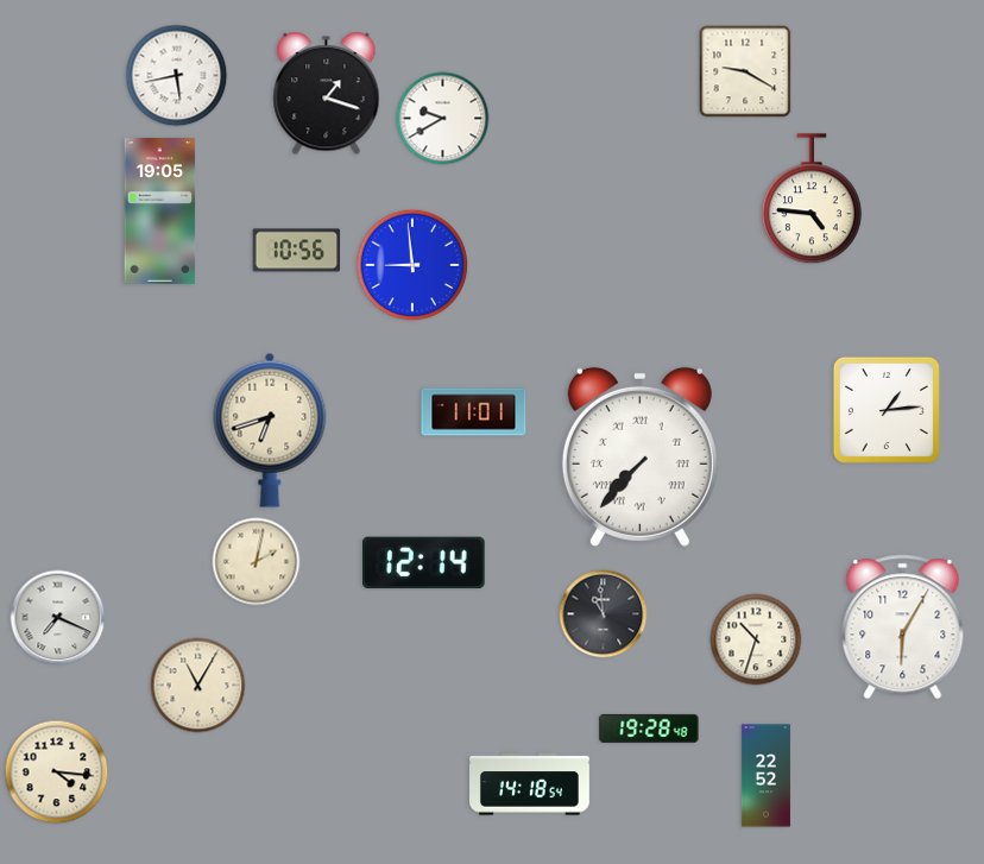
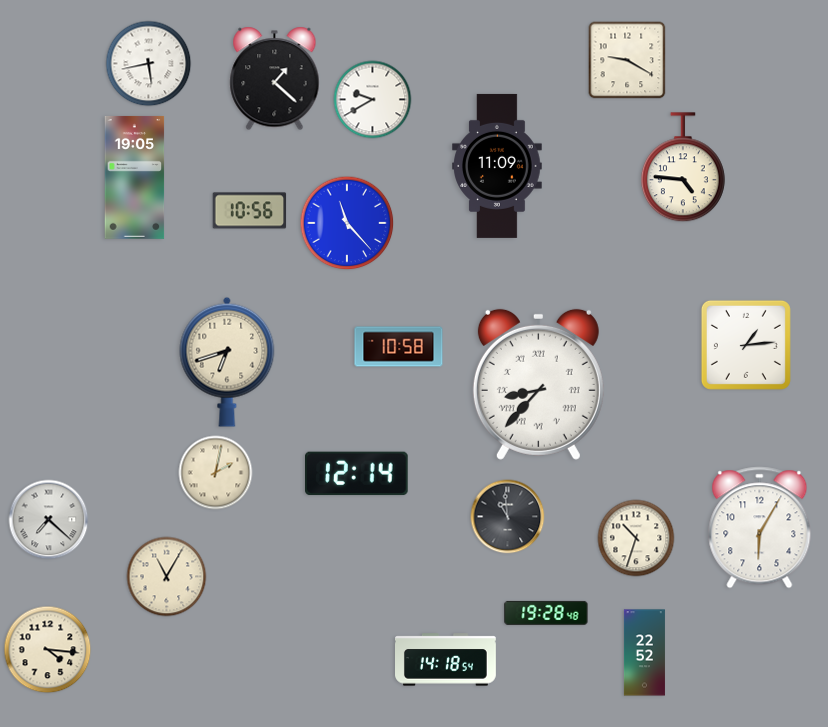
clock at (327, 94): 1:18 -> 1:22
clock at (497, 166): none -> 11:09
clock at (412, 265): 8:59 -> 11:23
clock at (474, 412): 11:01 -> 10:58
clock at (639, 456): 7:37 -> 8:37
clock at (58, 618): 7:19 -> 7:22
